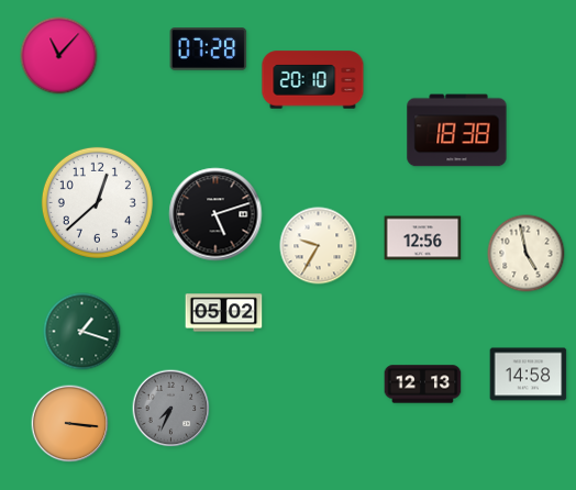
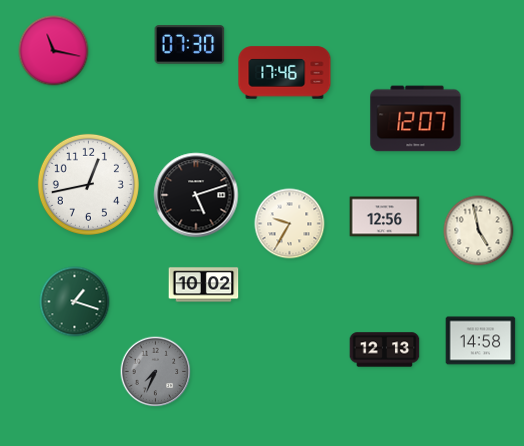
clock at (209, 49): 07:28 -> 07:30
clock at (59, 56): 11:07 -> 11:17
clock at (313, 80): 20:10 -> 17:46
clock at (457, 131): 18:38 -> 12:07
clock at (97, 202): 12:38 -> 12:43
clock at (224, 313): 05:02 -> 10:02
clock at (70, 424): 3:16 -> none
